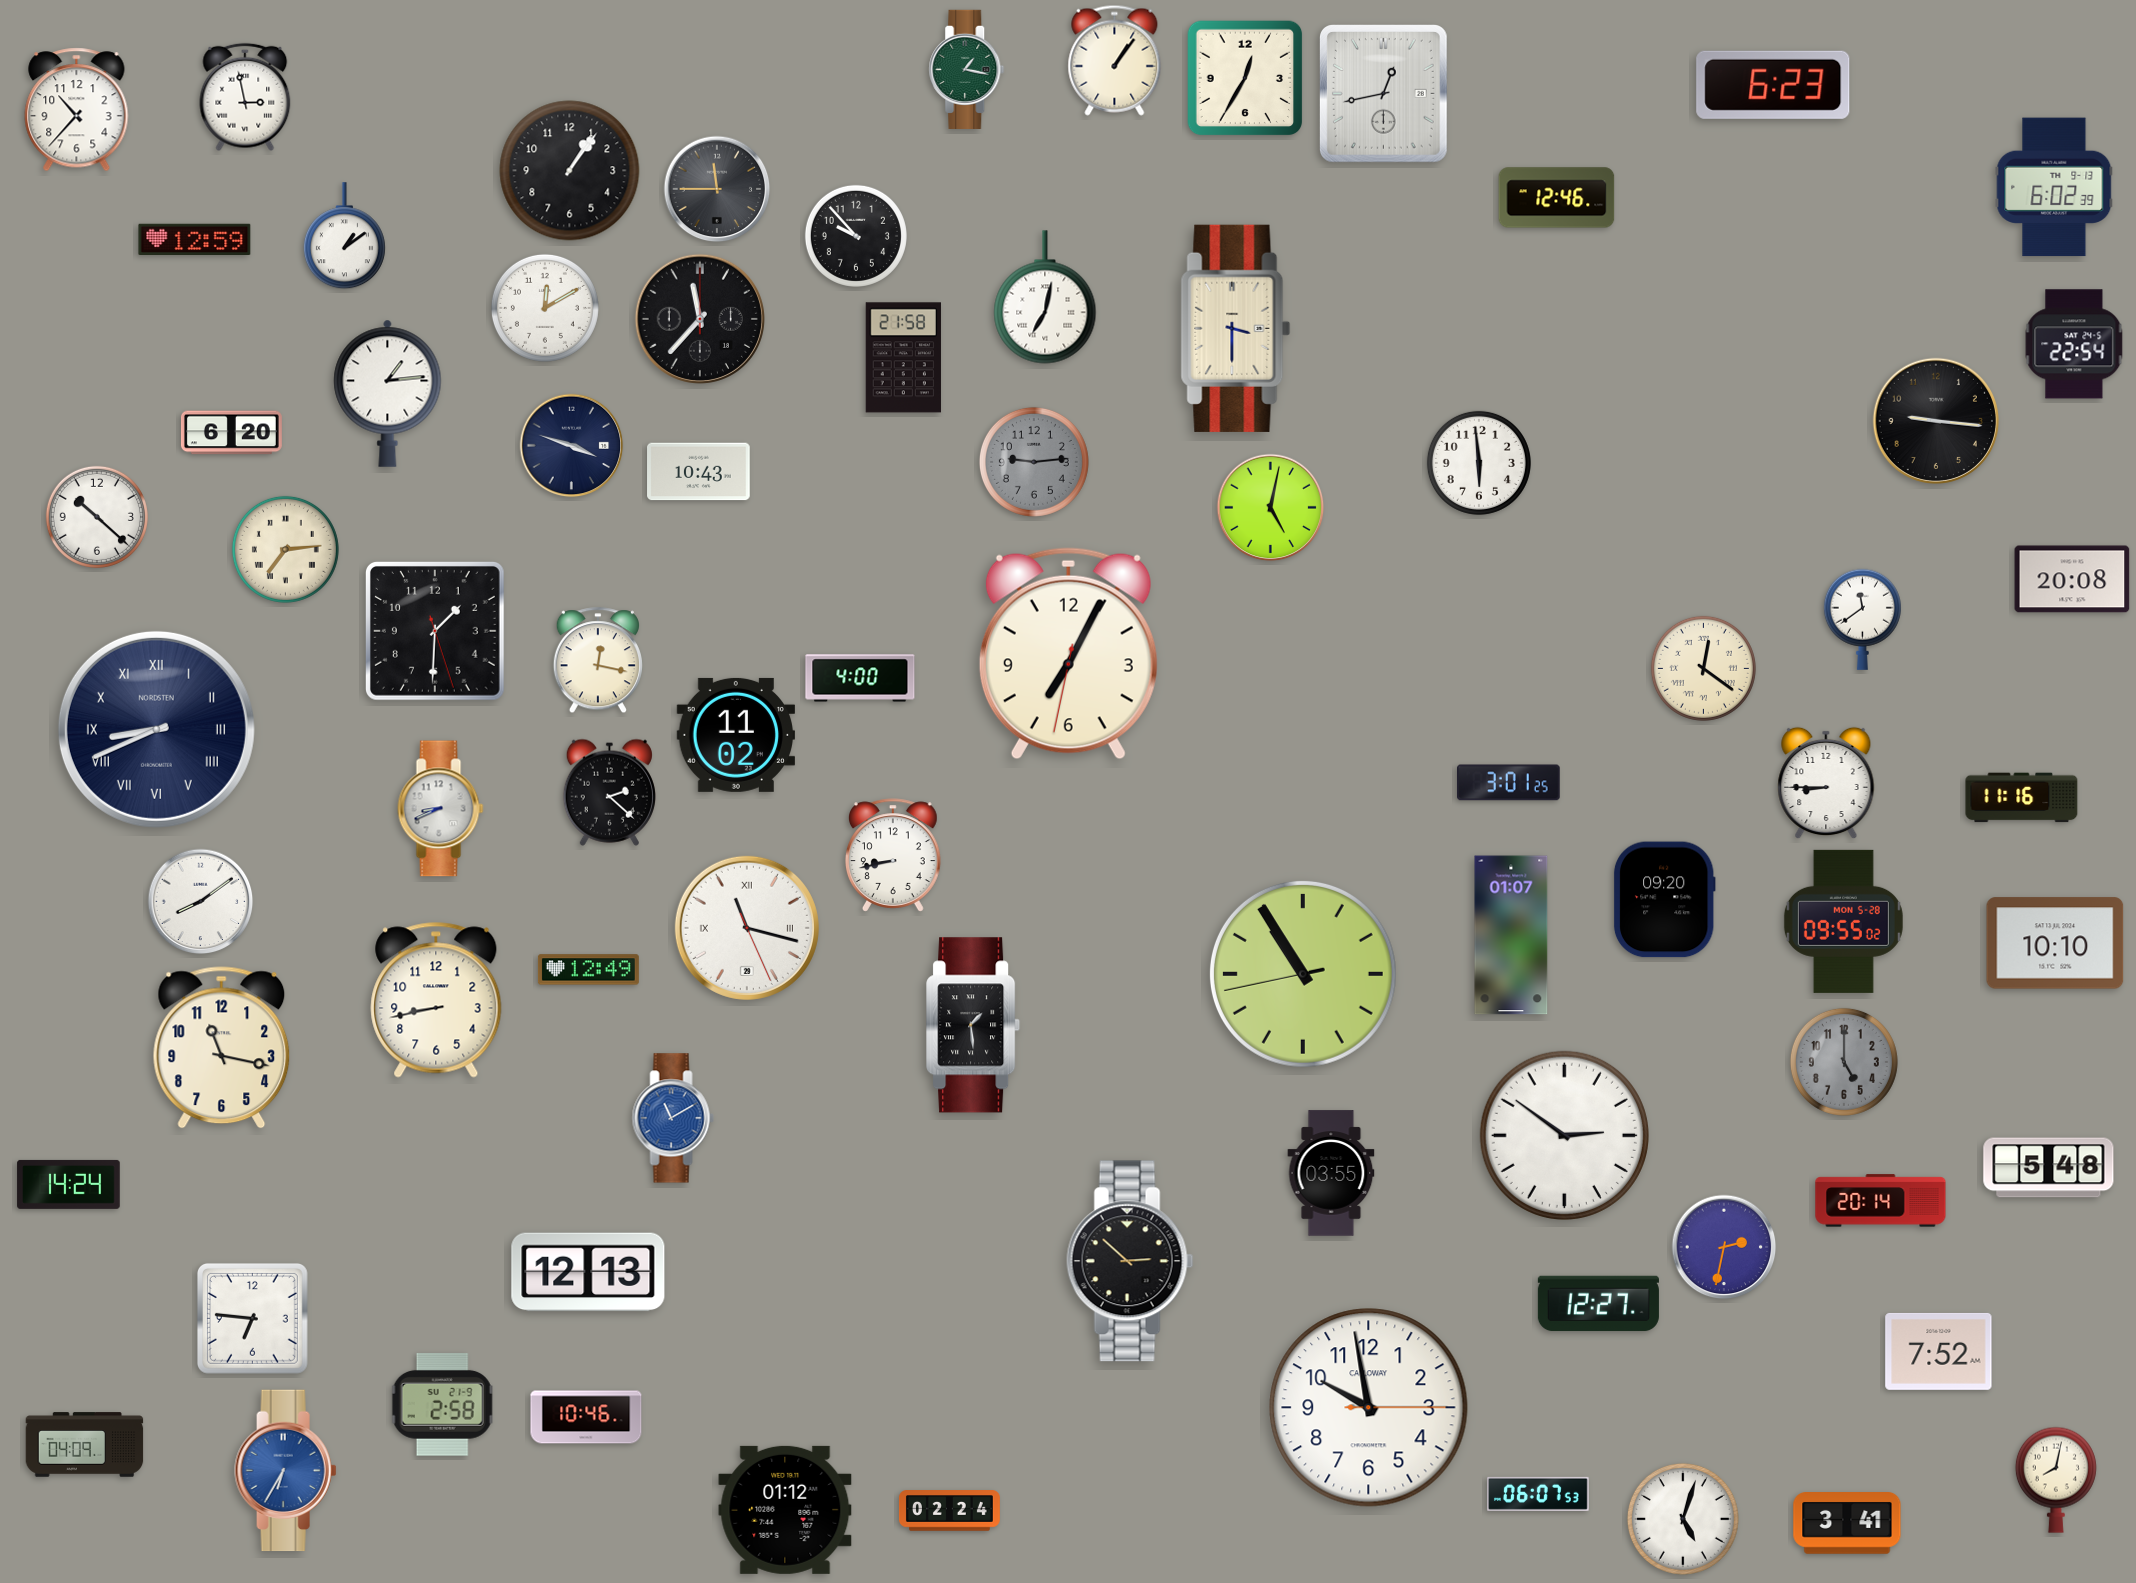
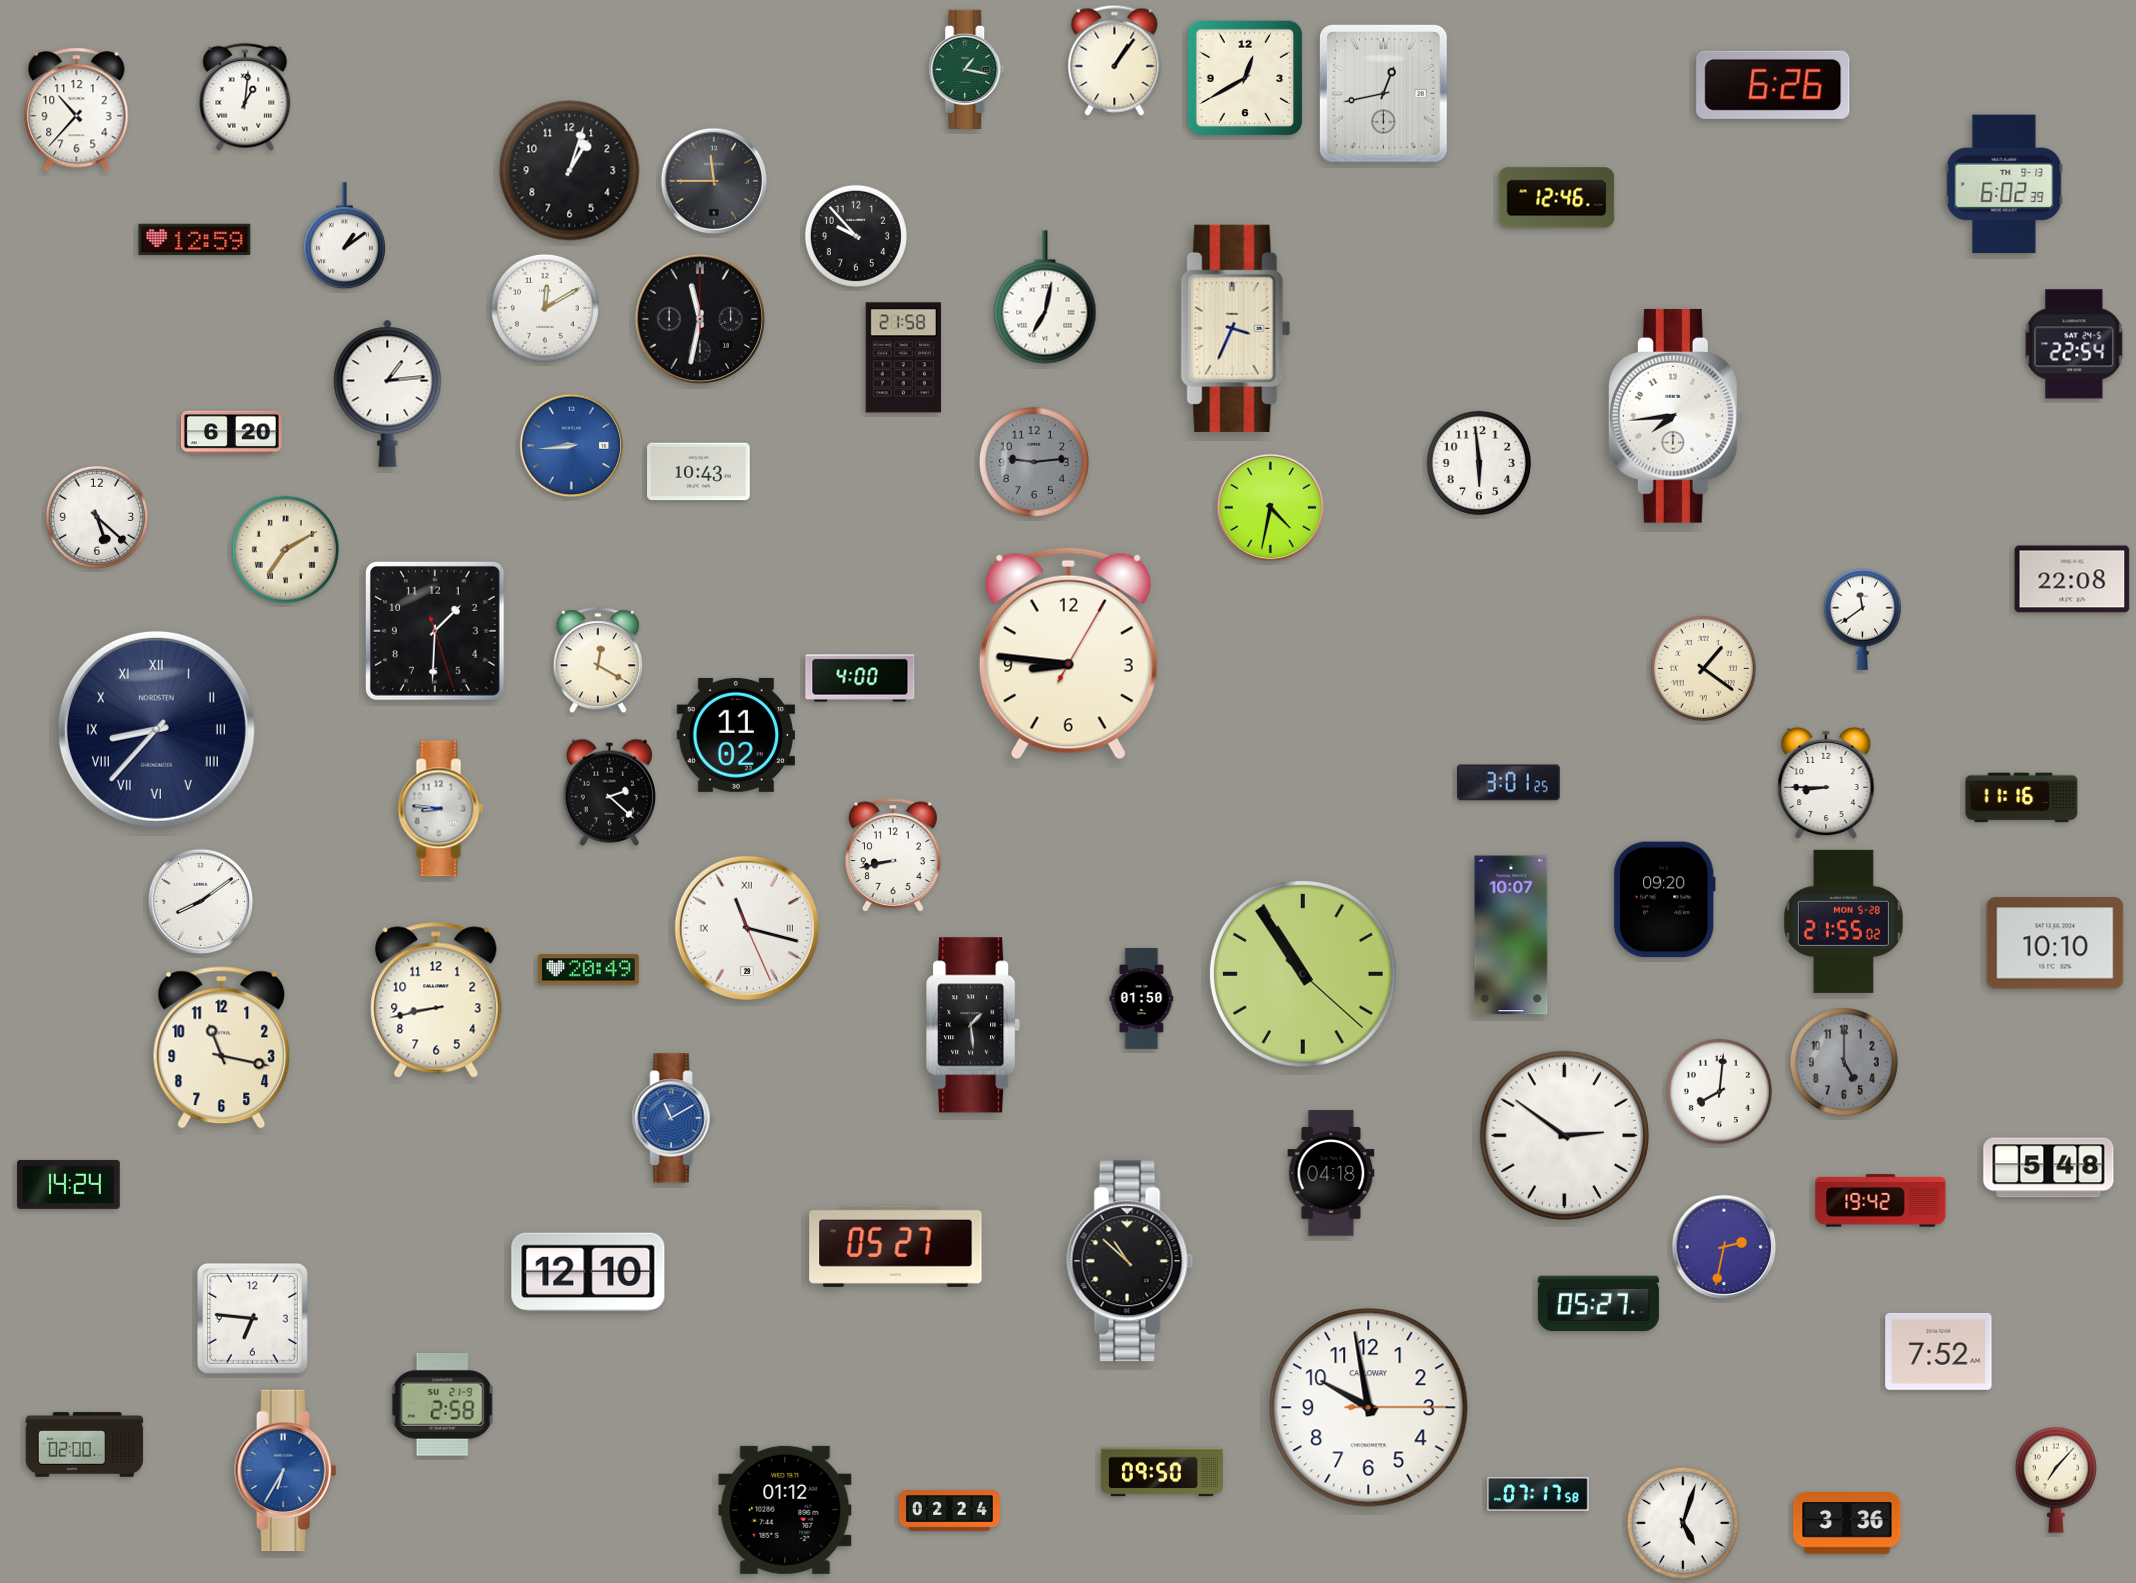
clock at (1245, 78): 12:35 -> 12:40
clock at (1773, 85): 6:23 -> 6:26
clock at (245, 97): 2:58 -> 1:01
clock at (570, 171): 1:06 -> 1:03
clock at (2054, 187) position: (2054, 187) -> (2004, 184)
clock at (717, 189) position: (717, 189) -> (714, 181)
clock at (700, 319): 11:37 -> 11:32
clock at (1236, 328): 3:30 -> 3:34
clock at (1676, 416): none -> 7:44
clock at (1935, 420): 9:16 -> none
clock at (572, 446): 3:48 -> 8:44
clock at (572, 446) dial: navy -> blue
clock at (1271, 508): 5:02 -> 4:32
clock at (97, 517): 10:22 -> 5:22
clock at (285, 549): 7:14 -> 7:10
clock at (2072, 579): 20:08 -> 22:08
clock at (1068, 654): 7:04 -> 8:46
clock at (598, 661): 12:17 -> 12:20
clock at (1703, 668): 12:21 -> 1:21
clock at (156, 729): 8:41 -> 8:37
clock at (441, 809): 8:41 -> 8:46
clock at (1843, 921): 09:55 -> 21:55
clock at (1511, 935): 01:07 -> 10:07
clock at (588, 970): 12:49 -> 20:49
clock at (1303, 974): 10:54:43 -> 10:54:22
clock at (1142, 999): none -> 01:50
clock at (1719, 1091): none -> 8:01
clock at (1331, 1173): 03:55 -> 04:18
clock at (1881, 1201): 20:14 -> 19:42
clock at (896, 1246): none -> 05:27
clock at (1130, 1261): 2:52 -> 10:52
clock at (588, 1272): 12:13 -> 12:10
clock at (1598, 1304): 12:27 -> 05:27
clock at (586, 1417): 10:46 -> none
clock at (85, 1445): 04:09 -> 02:00
clock at (1162, 1472): none -> 09:50
clock at (2056, 1480): 8:02 -> 7:07
clock at (1539, 1494): 06:07 -> 07:17
clock at (1683, 1519) position: (1683, 1519) -> (1683, 1523)
clock at (1847, 1523): 3:41 -> 3:36
